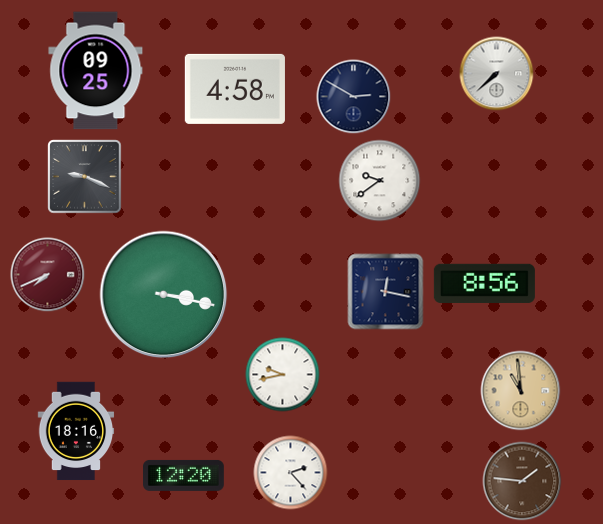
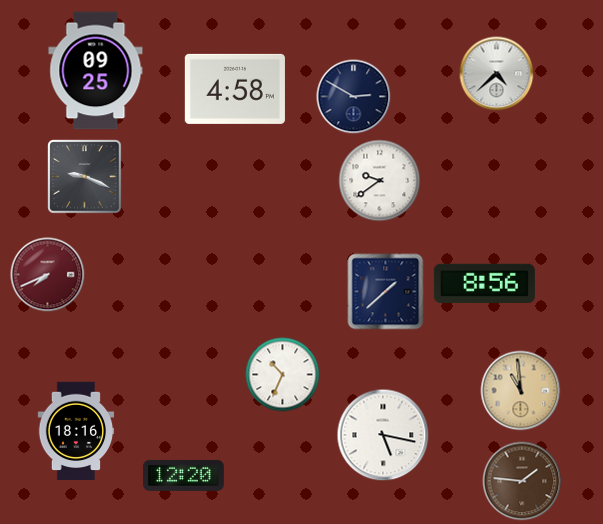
clock at (497, 74): 7:38 -> 4:38
clock at (386, 292): 12:17 -> 1:38
clock at (164, 295): 3:17 -> none
clock at (283, 375): 9:43 -> 10:34
clock at (383, 435): none -> 5:17
clock at (291, 473): 2:23 -> none
